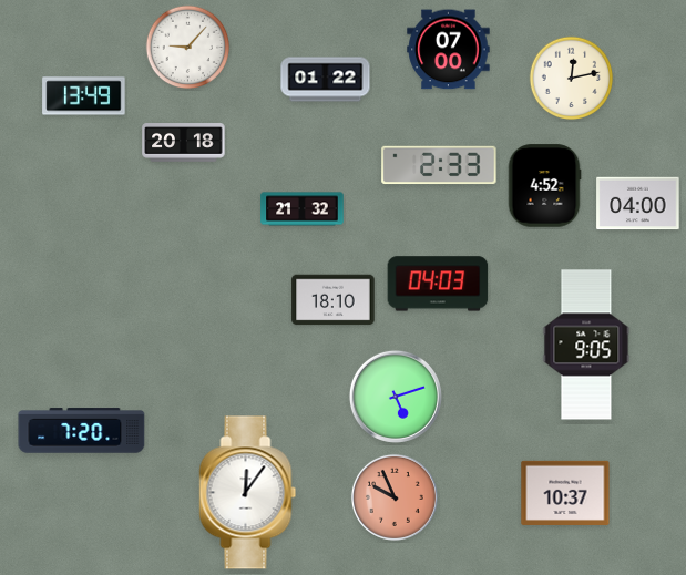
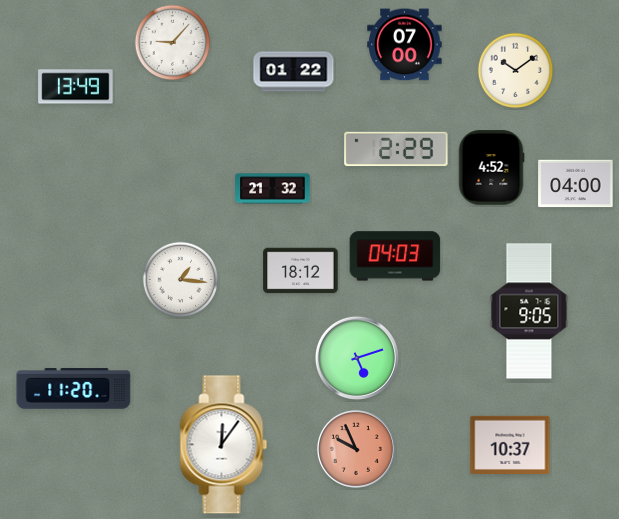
clock at (188, 48) position: (188, 48) -> (173, 43)
clock at (572, 79): 12:13 -> 10:09
clock at (184, 143): 20:18 -> none
clock at (439, 165): 2:33 -> 2:29
clock at (334, 300): 18:10 -> 18:12
clock at (181, 280): none -> 1:16
clock at (82, 431): 7:20 -> 11:20
